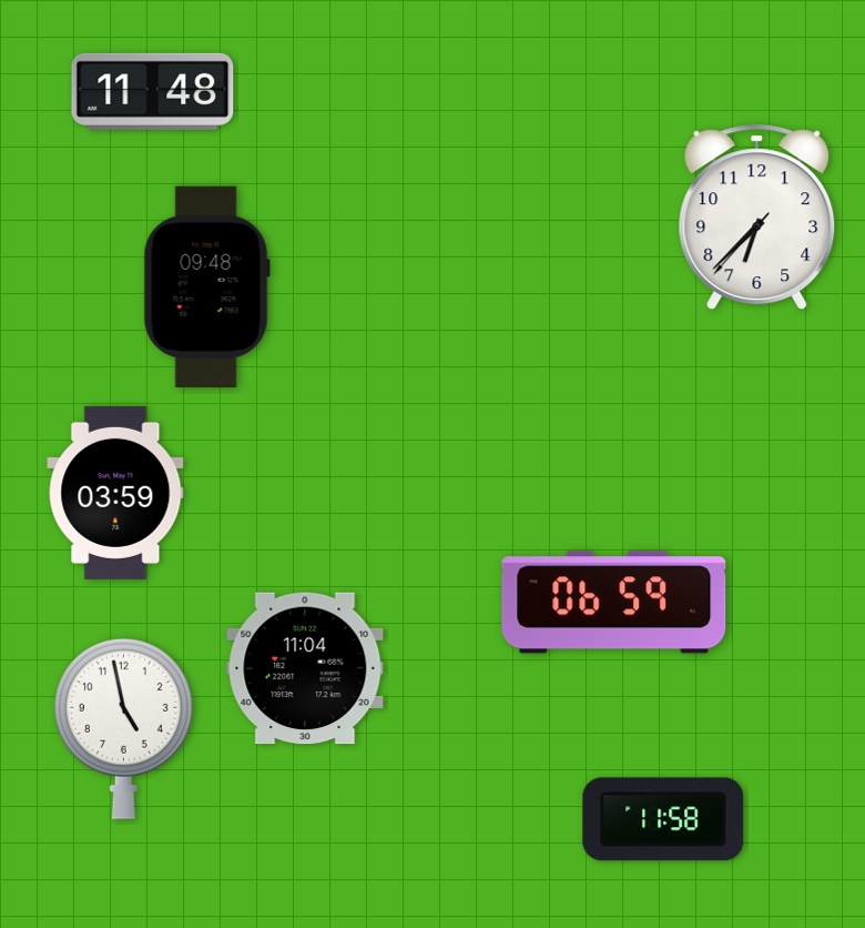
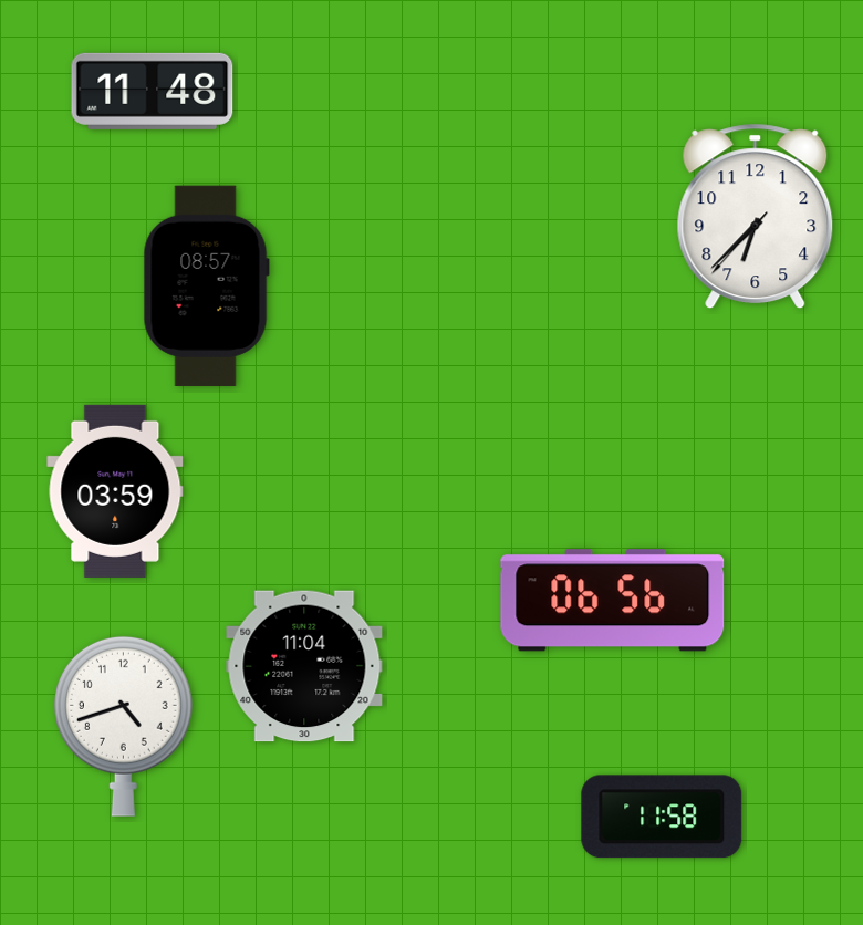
clock at (206, 286): 09:48 -> 08:57
clock at (614, 603): 06:59 -> 06:56
clock at (123, 728): 4:58 -> 4:42
